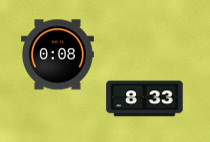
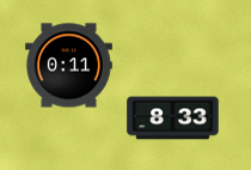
clock at (57, 55): 0:08 -> 0:11
